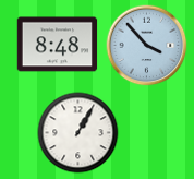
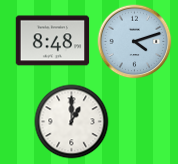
clock at (147, 46): 3:53 -> 4:12
clock at (78, 133): 1:05 -> 1:00
